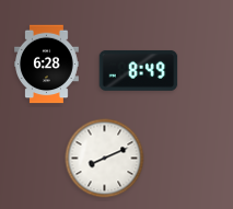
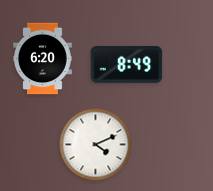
clock at (47, 65): 6:28 -> 6:20
clock at (105, 159): 8:11 -> 4:11
